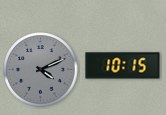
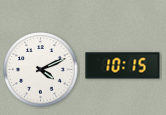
clock at (41, 70) dial: grey -> white
